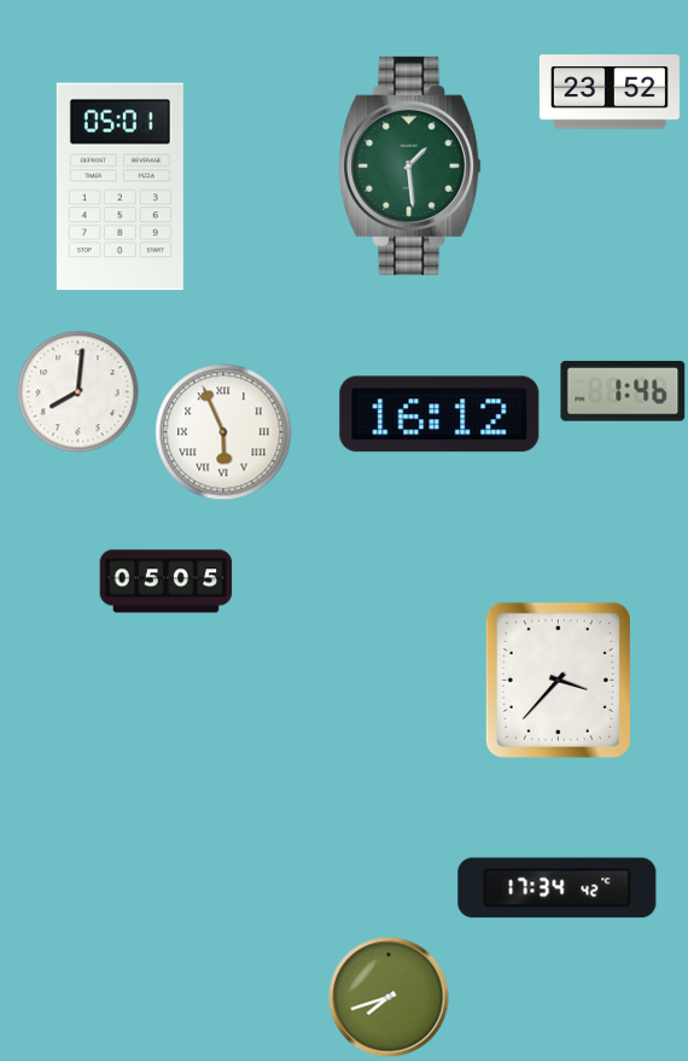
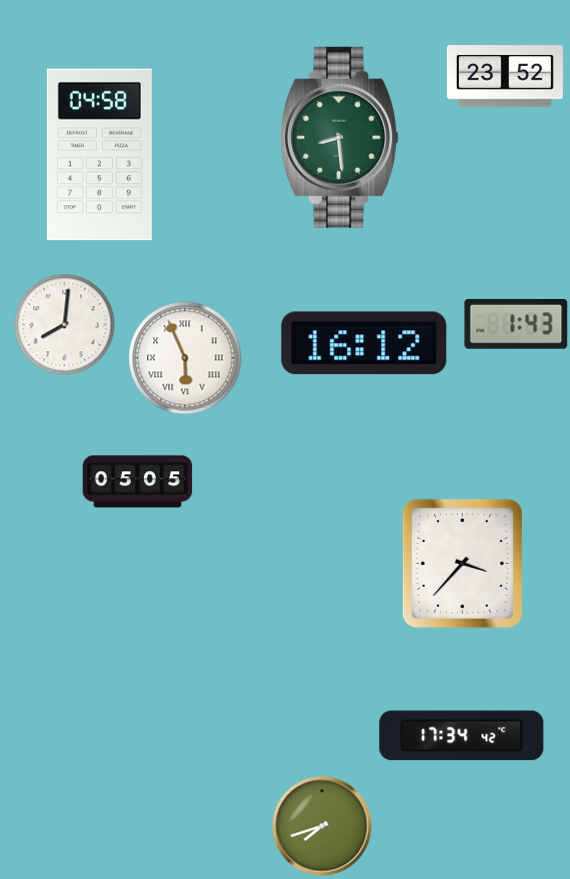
clock at (410, 165): 1:29 -> 8:29
clock at (119, 187): 05:01 -> 04:58
clock at (623, 391): 1:46 -> 1:43
